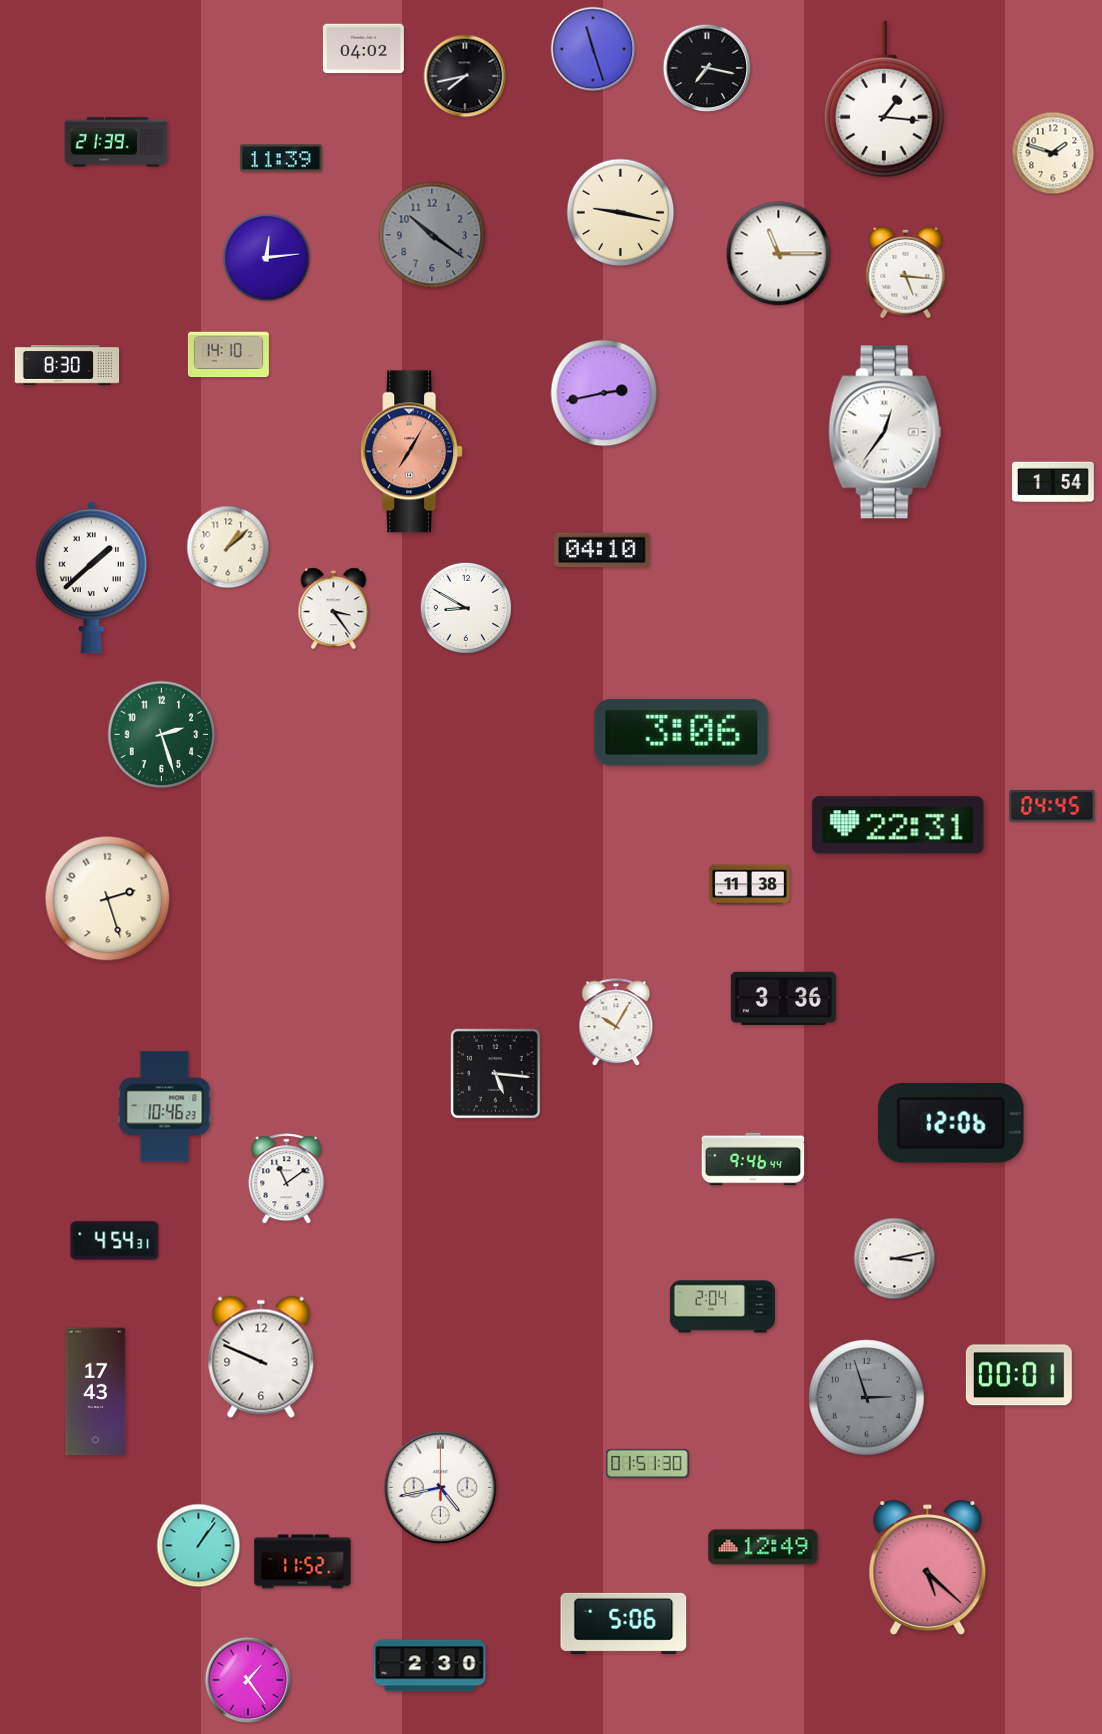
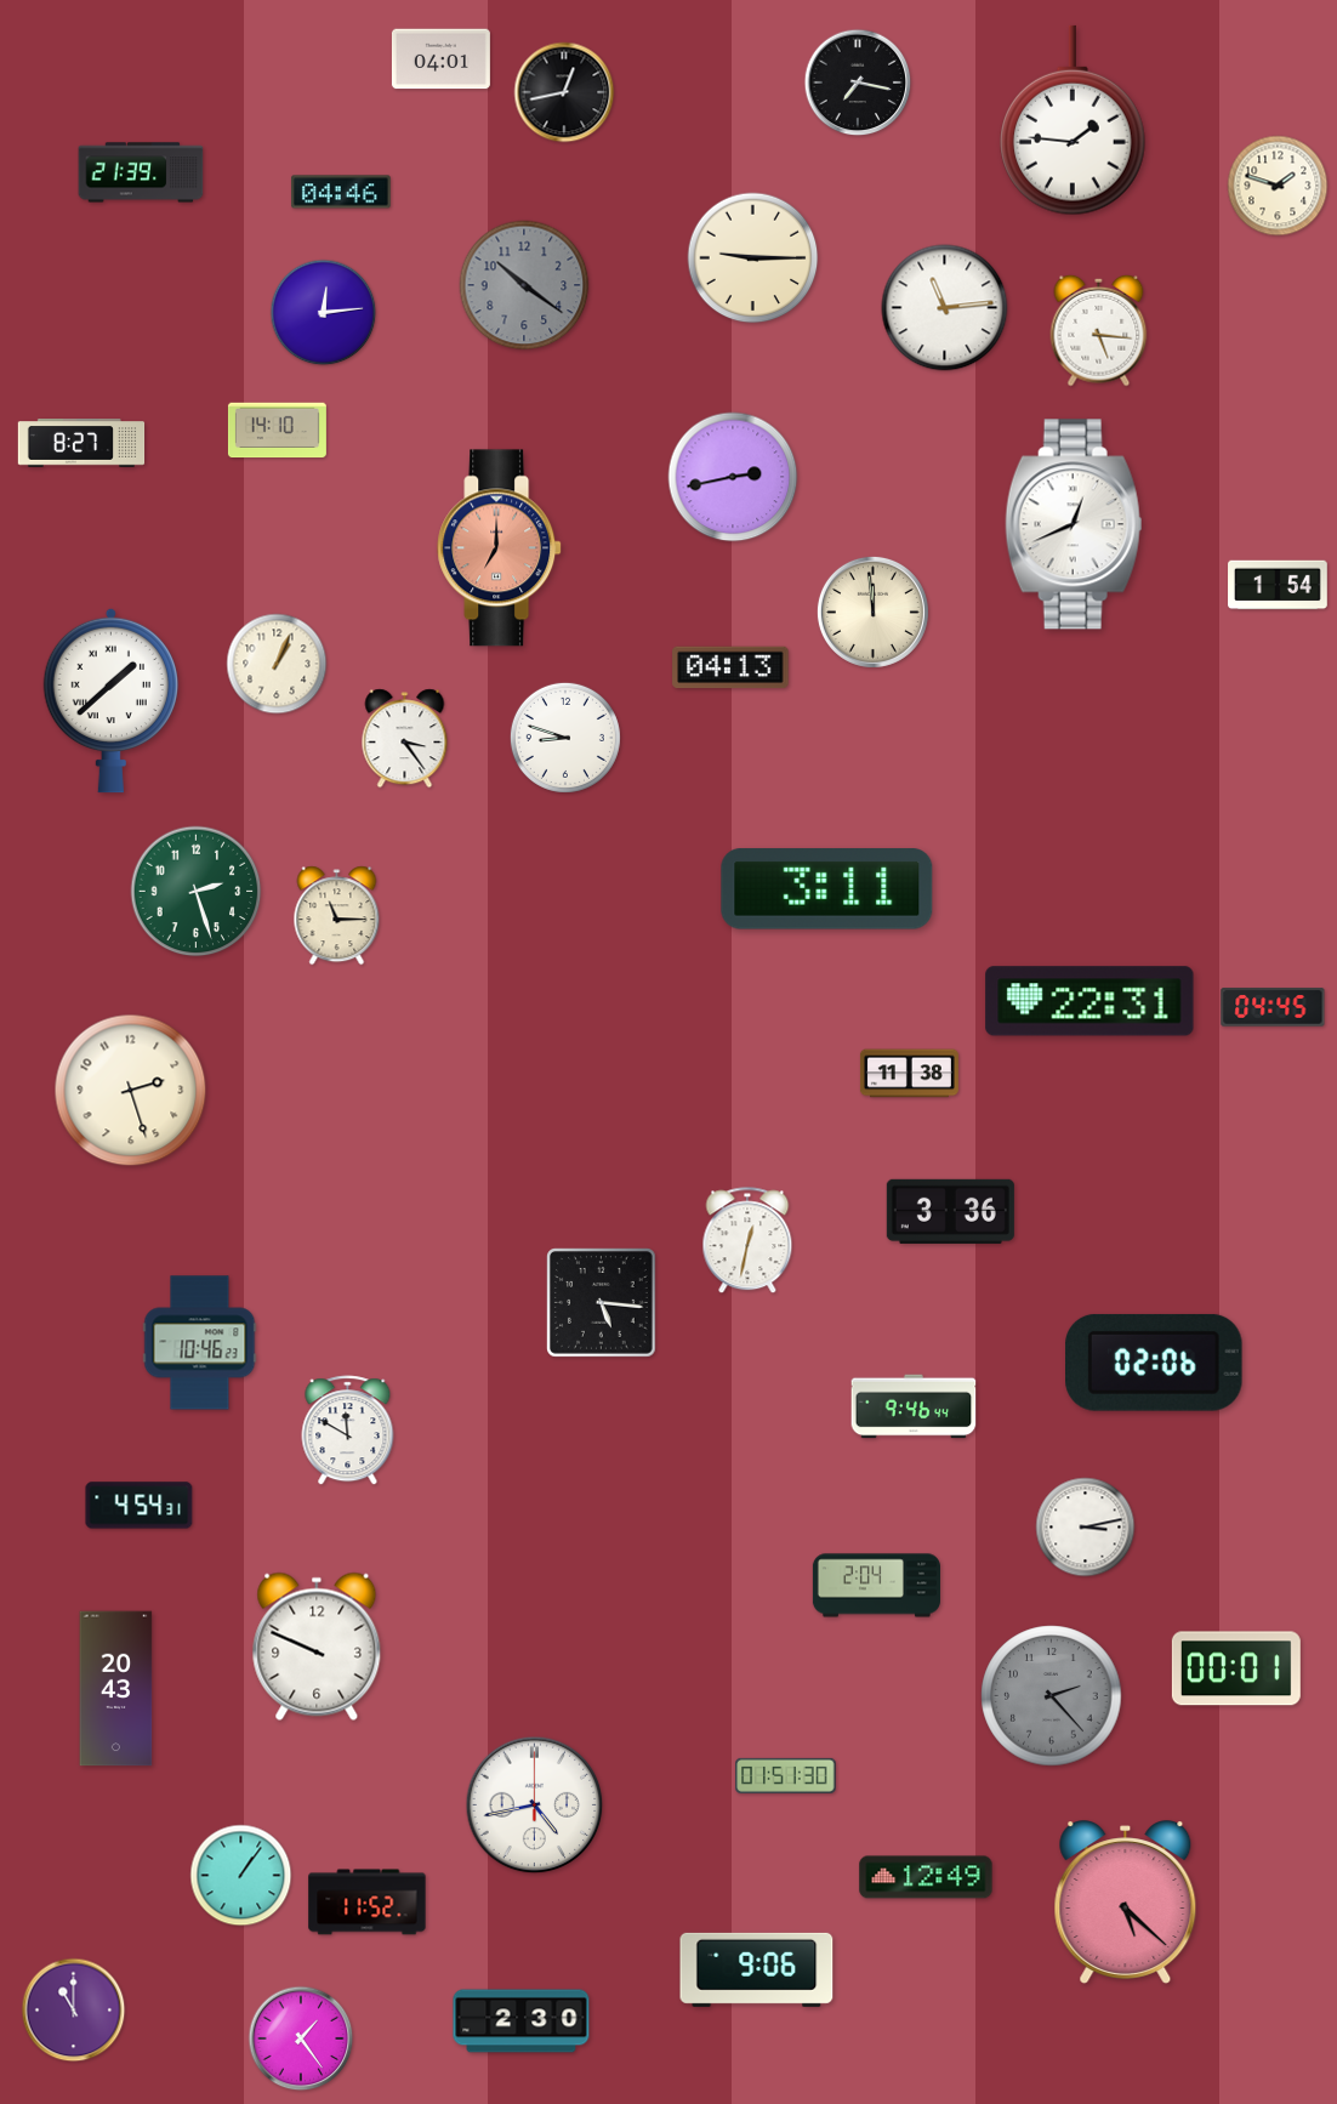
clock at (363, 49): 04:02 -> 04:01
clock at (593, 49): 11:27 -> none
clock at (465, 76): 7:43 -> 12:43
clock at (885, 99): 1:16 -> 1:46
clock at (282, 158): 11:39 -> 04:46
clock at (621, 213): 9:17 -> 9:15
clock at (779, 254): 11:15 -> 11:14
clock at (67, 365): 8:30 -> 8:27
clock at (885, 432): 12:36 -> 12:41
clock at (412, 452): 7:05 -> 7:00
clock at (872, 612): none -> 11:59
clock at (228, 547): 1:08 -> 1:04
clock at (602, 550): 04:10 -> 04:13
clock at (466, 608): 8:50 -> 8:48
clock at (682, 733): 3:06 -> 3:11
clock at (337, 916): none -> 11:15
clock at (1052, 806) position: (1052, 806) -> (1273, 1007)
clock at (616, 1023): 10:05 -> 12:32
clock at (952, 1123): 12:06 -> 02:06
clock at (287, 1179): 11:09 -> 11:50
clock at (96, 1392): 17:43 -> 20:43
clock at (867, 1398): 2:57 -> 2:23
clock at (303, 1562) position: (303, 1562) -> (368, 1903)
clock at (624, 1623): 5:06 -> 9:06
clock at (74, 2011): none -> 11:00
